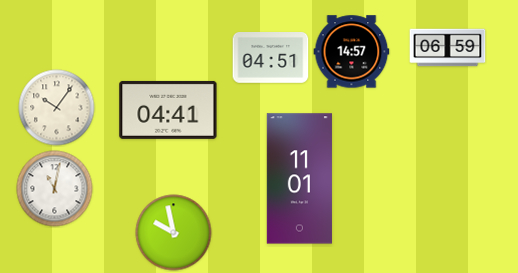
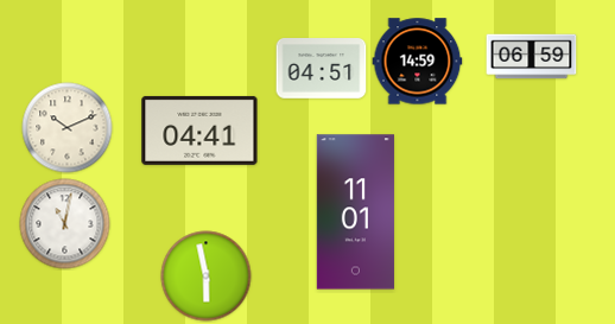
clock at (352, 52): 14:57 -> 14:59
clock at (57, 108): 10:06 -> 10:11
clock at (174, 233): 9:58 -> 5:58
